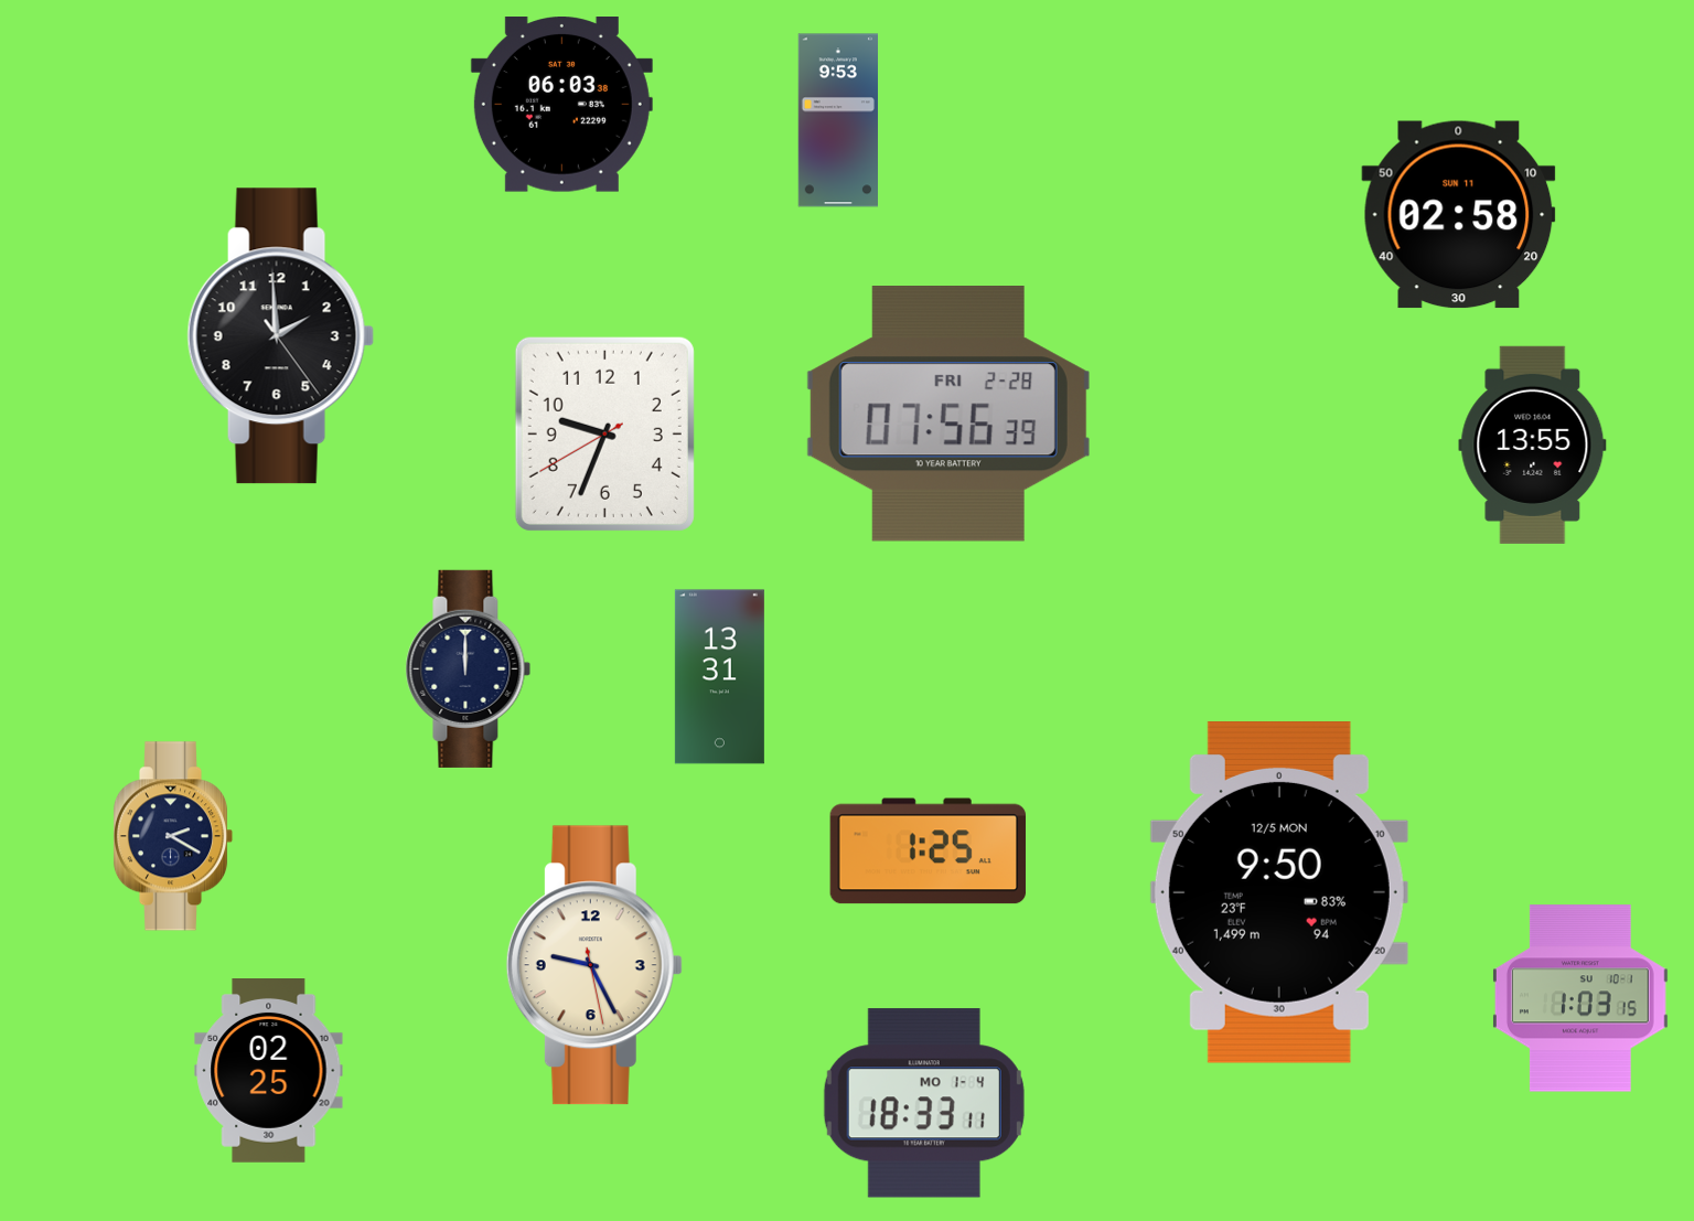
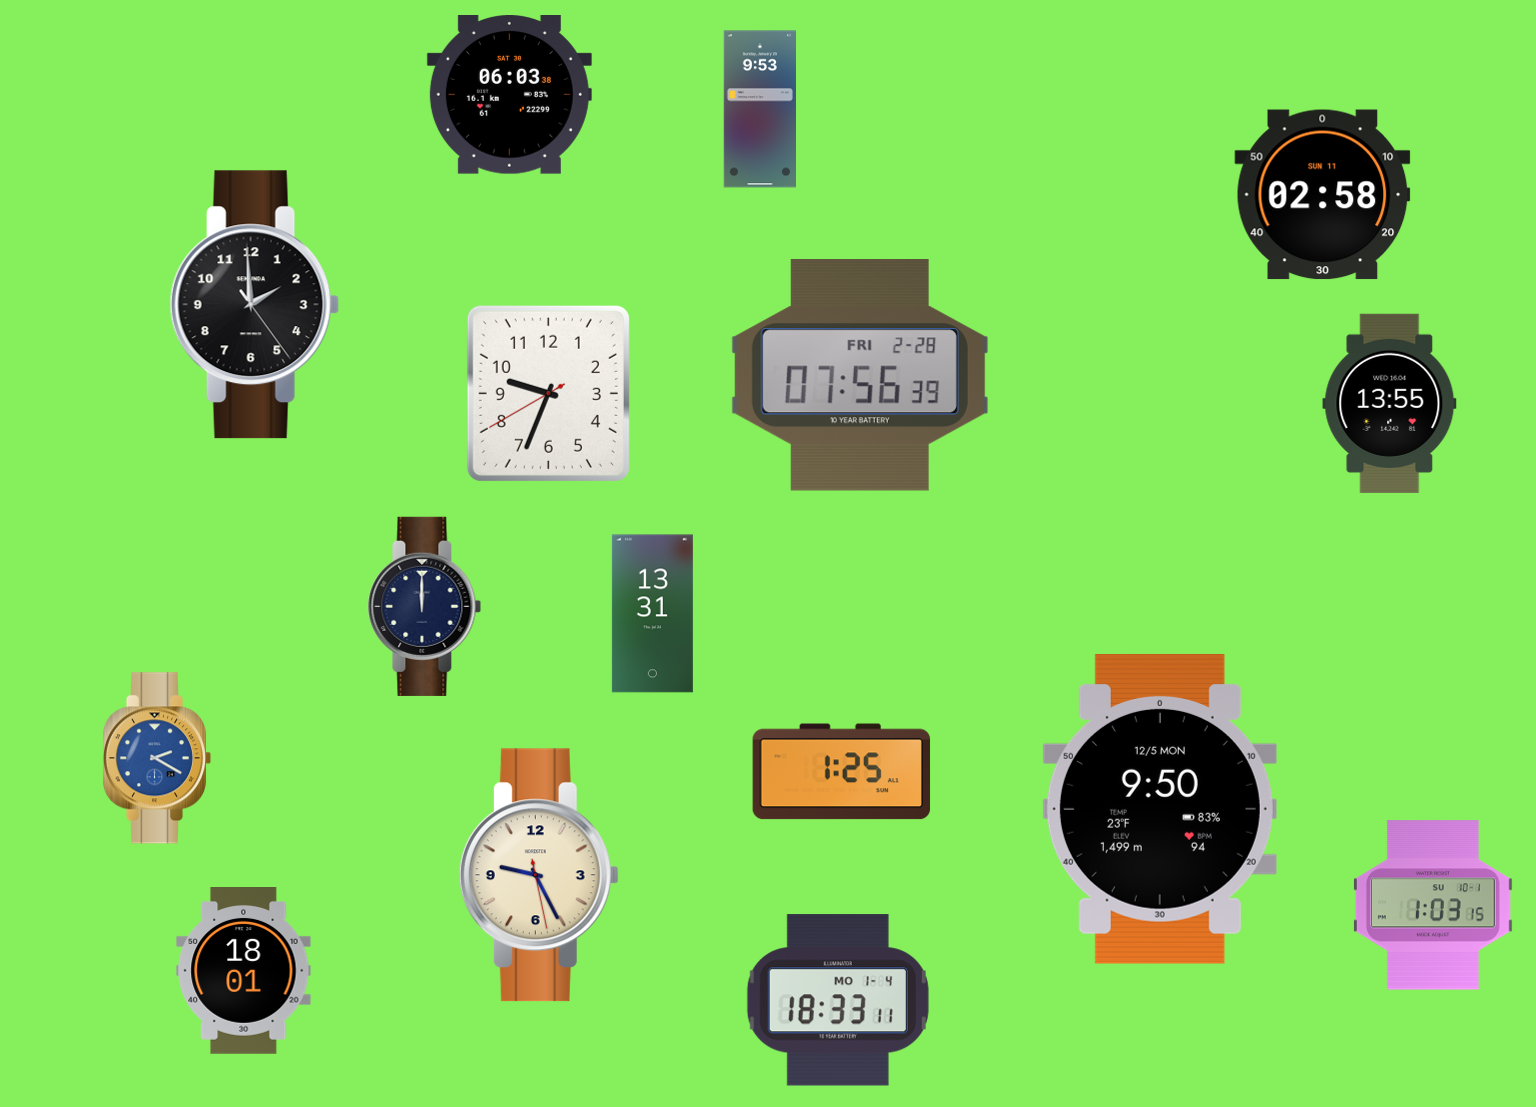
clock at (173, 836) dial: navy -> blue
clock at (269, 1071): 02:25 -> 18:01
